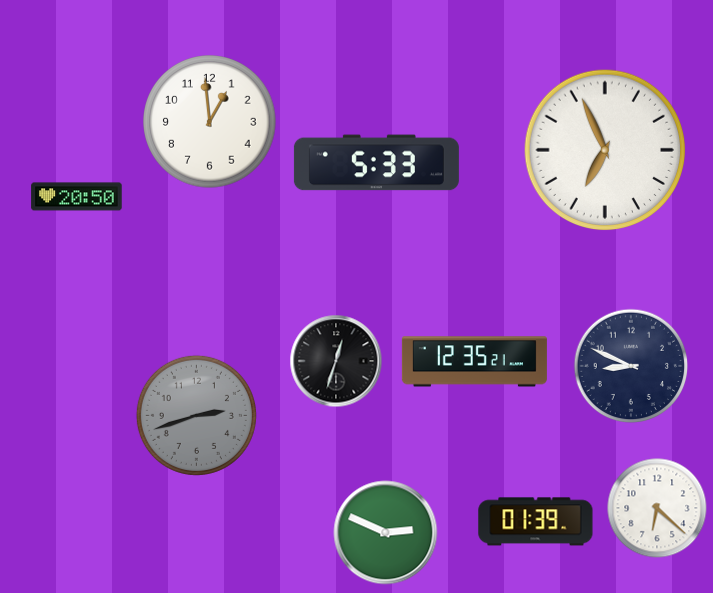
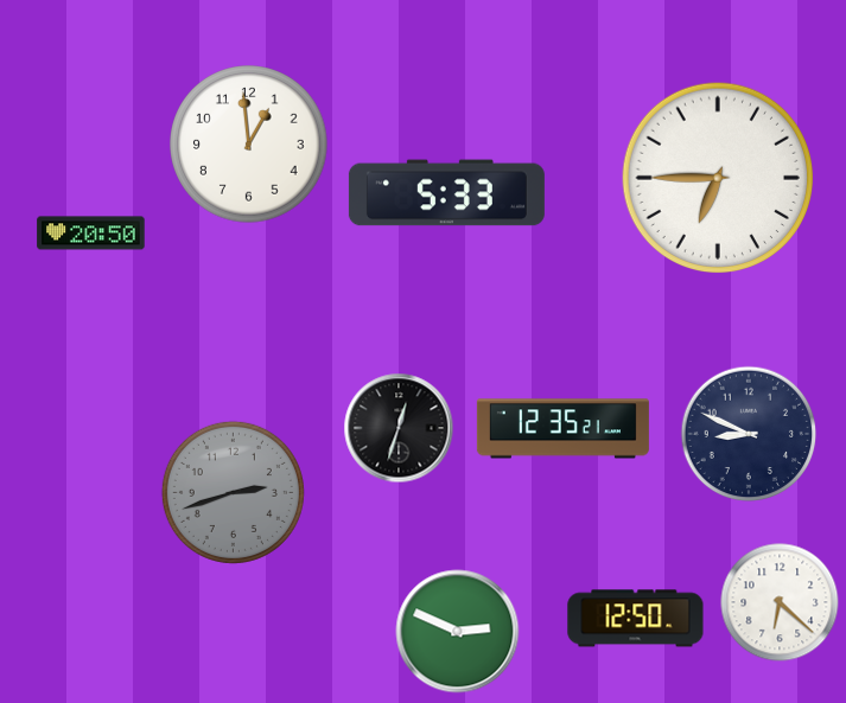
clock at (605, 150): 6:56 -> 6:45
clock at (536, 522): 01:39 -> 12:50
